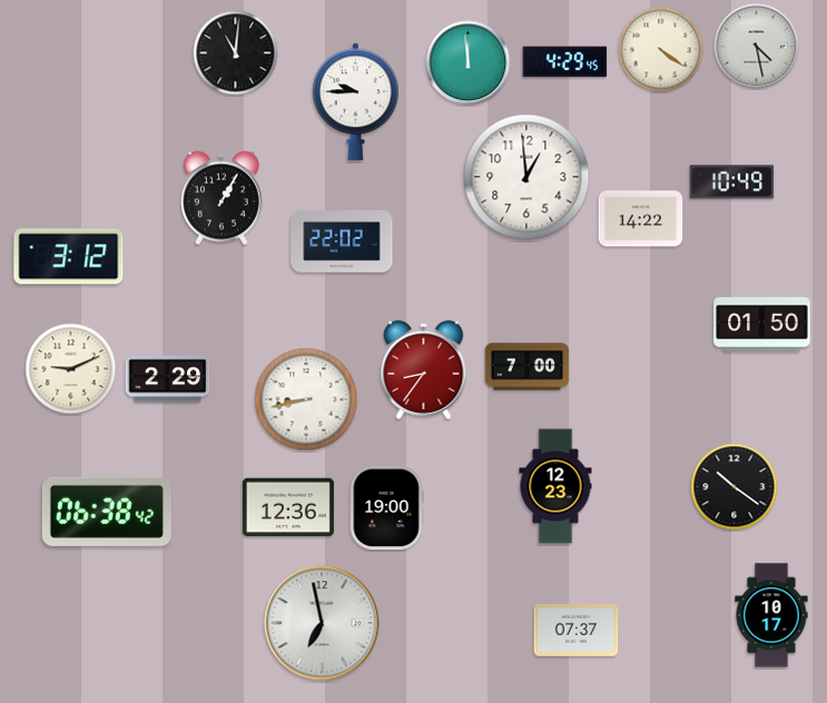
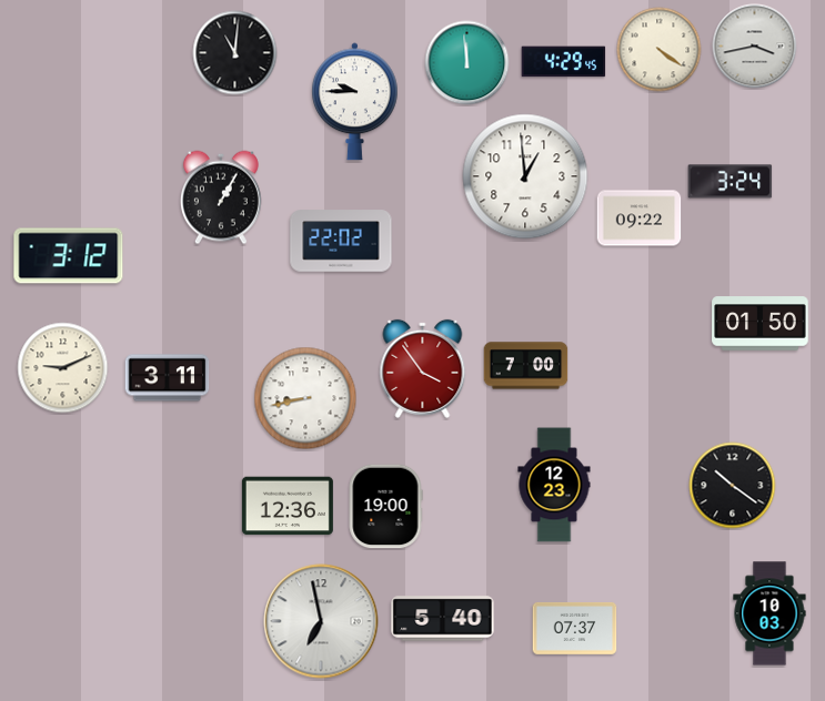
clock at (757, 47): 4:28 -> 3:43
clock at (732, 182): 10:49 -> 3:24
clock at (641, 219): 14:22 -> 09:22
clock at (71, 369) position: (71, 369) -> (63, 368)
clock at (424, 369): 8:36 -> 3:54
clock at (168, 379): 2:29 -> 3:11
clock at (107, 512): 06:38 -> none
clock at (771, 615): 10:17 -> 10:03
clock at (443, 619): none -> 5:40
